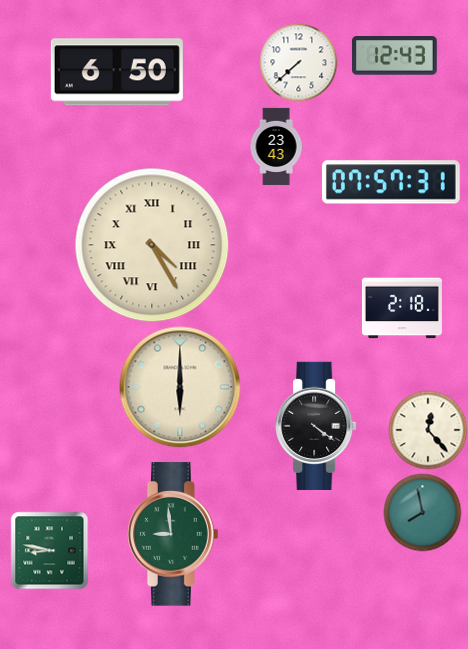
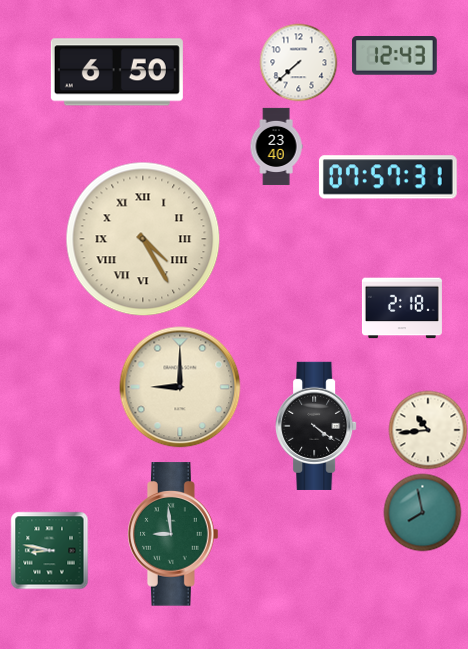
clock at (276, 146): 23:43 -> 23:40
clock at (391, 182) position: (391, 182) -> (388, 177)
clock at (152, 245) position: (152, 245) -> (143, 239)
clock at (180, 387): 6:00 -> 9:00
clock at (428, 430): 12:23 -> 10:44
